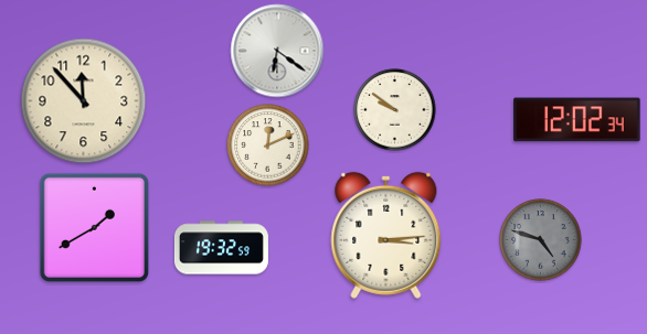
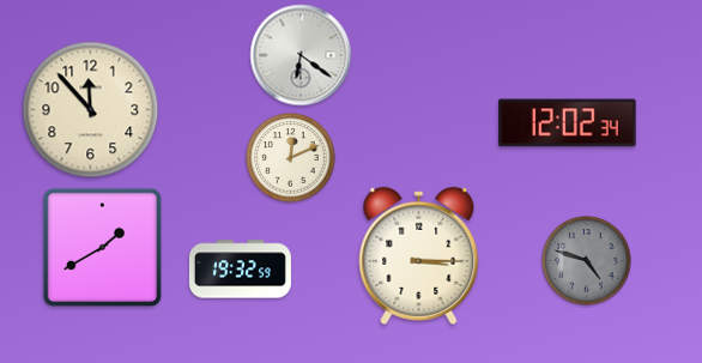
clock at (395, 110): 9:51 -> none
clock at (577, 120) position: (577, 120) -> (568, 123)
clock at (386, 235): 3:14 -> 3:15
